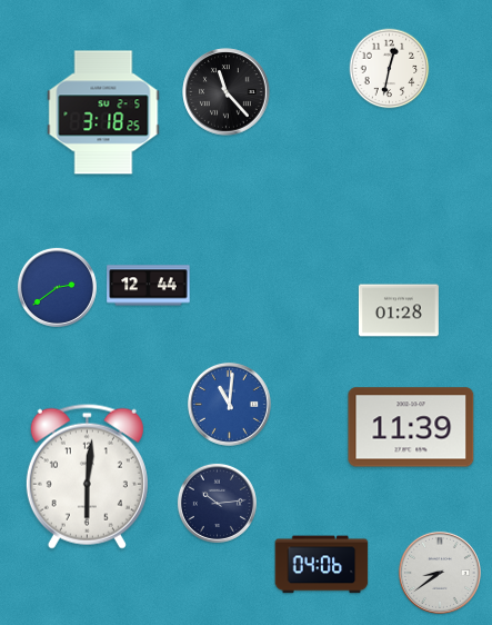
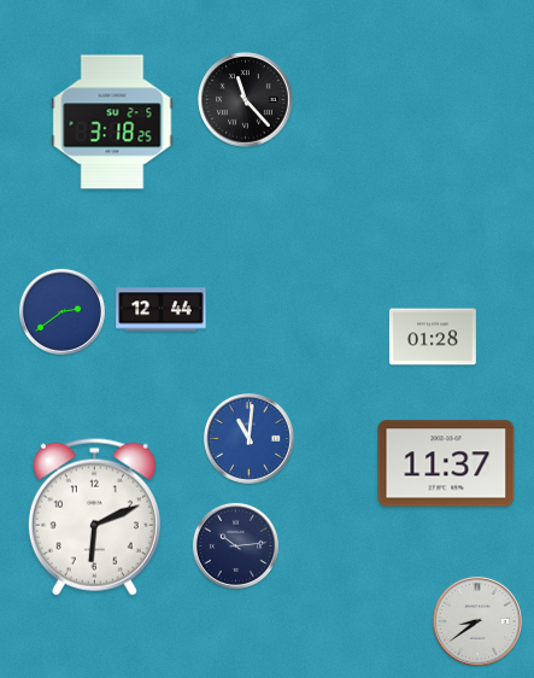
clock at (390, 69): 12:32 -> none
clock at (411, 427): 11:39 -> 11:37
clock at (87, 476): 6:01 -> 6:11
clock at (322, 565): 04:06 -> none
